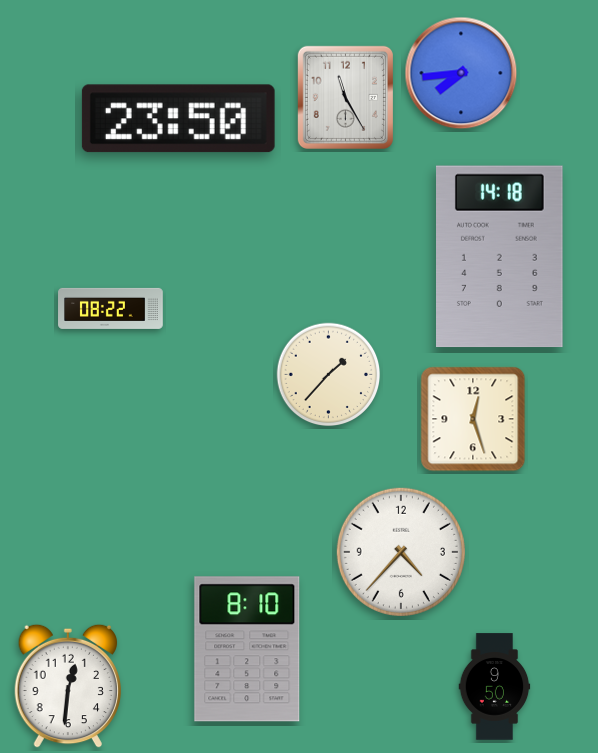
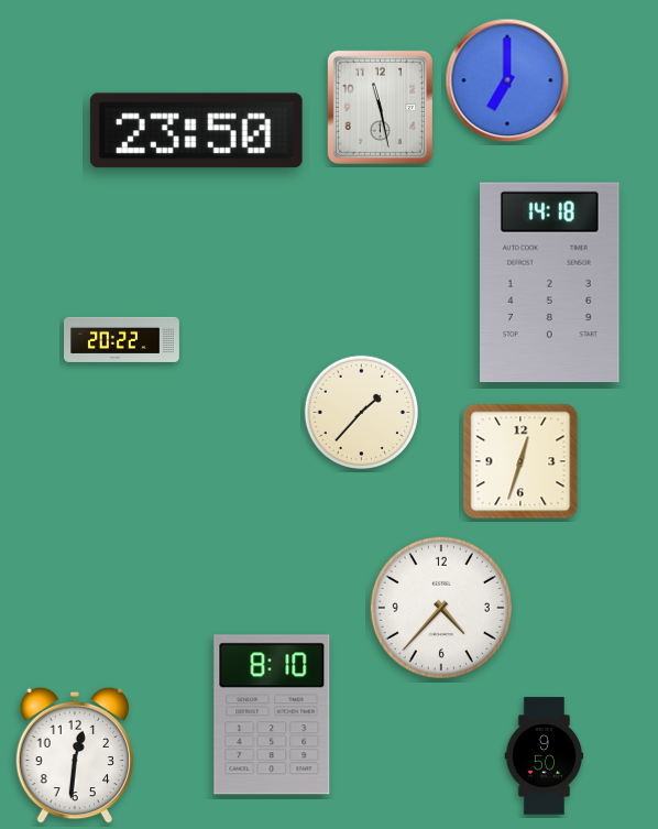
clock at (461, 73): 7:44 -> 7:00
clock at (345, 97): 11:25 -> 11:28
clock at (111, 308): 08:22 -> 20:22
clock at (473, 419): 12:27 -> 12:33
